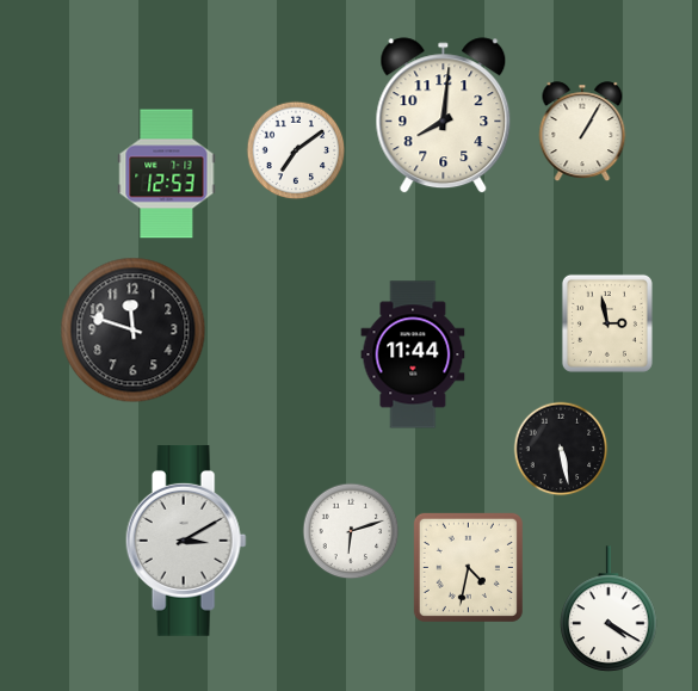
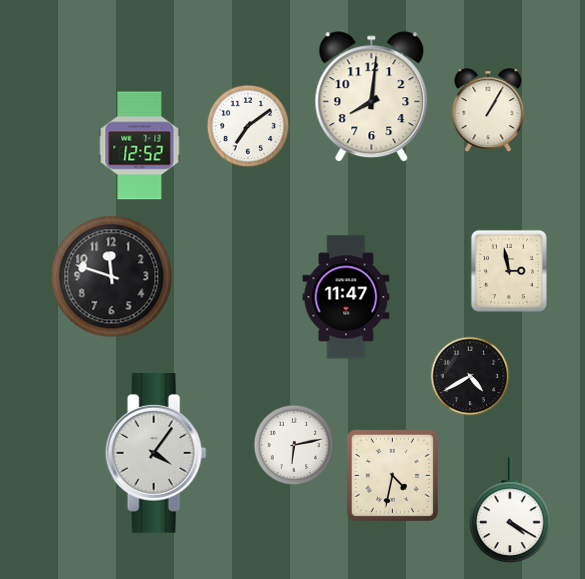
clock at (167, 174): 12:53 -> 12:52
clock at (413, 354): 11:44 -> 11:47
clock at (561, 449): 5:28 -> 4:40
clock at (351, 531): 6:12 -> 6:13
clock at (186, 541): 3:10 -> 4:06
